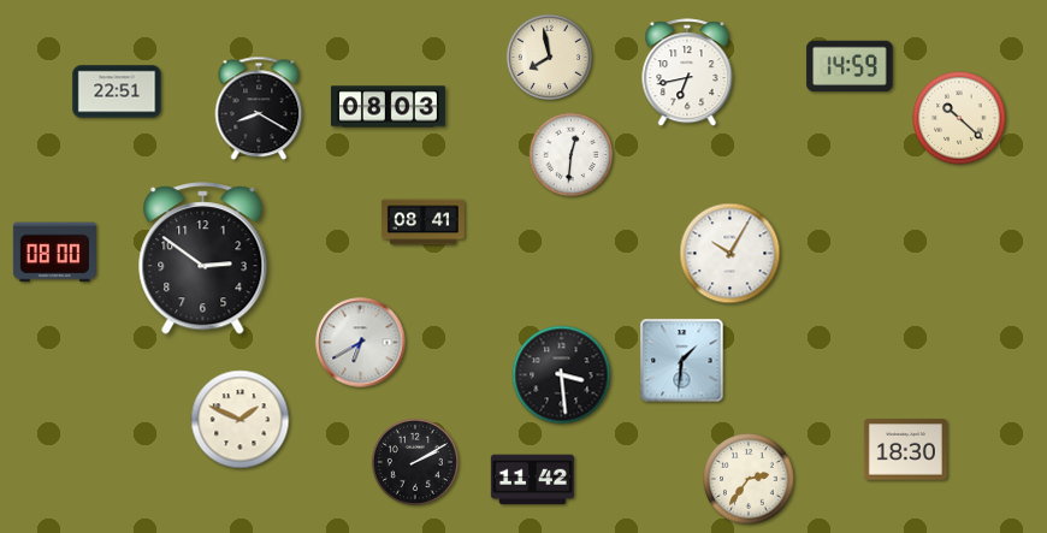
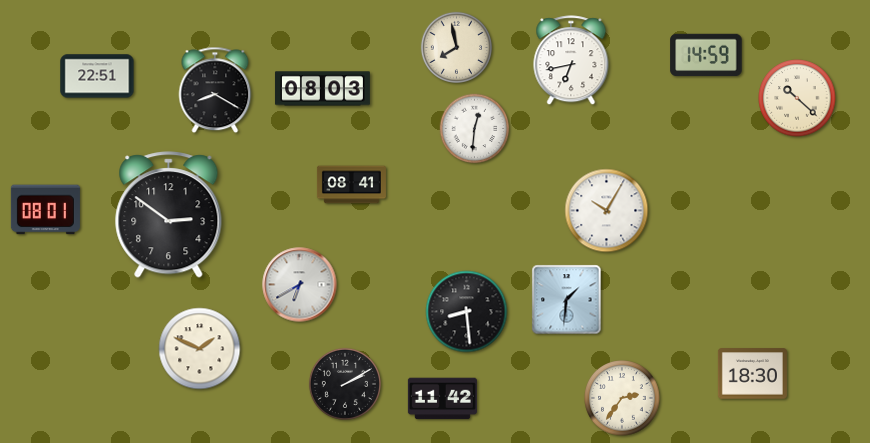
clock at (54, 253): 08:00 -> 08:01
clock at (562, 375): 3:29 -> 8:29
